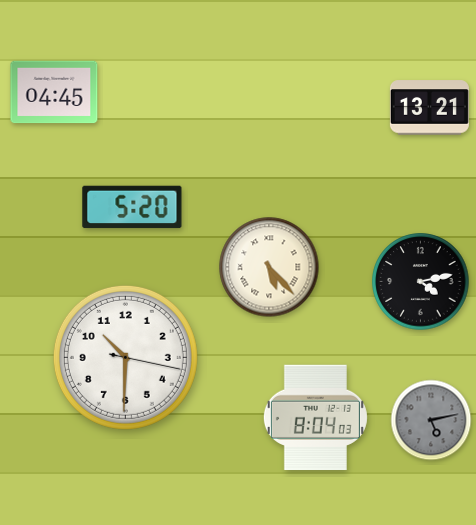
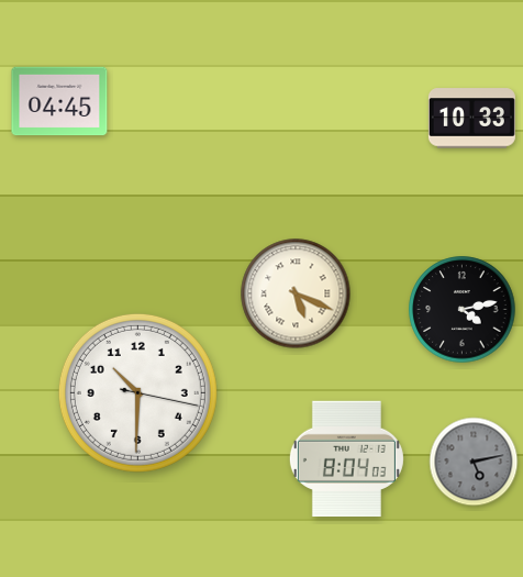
clock at (429, 108): 13:21 -> 10:33
clock at (132, 207): 5:20 -> none
clock at (269, 267): 5:23 -> 5:19
